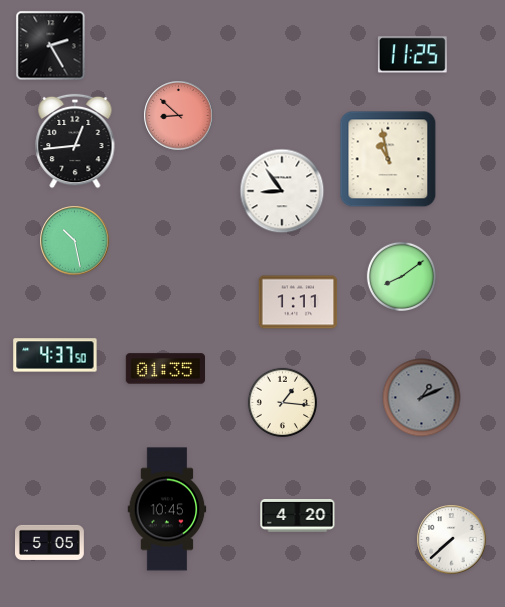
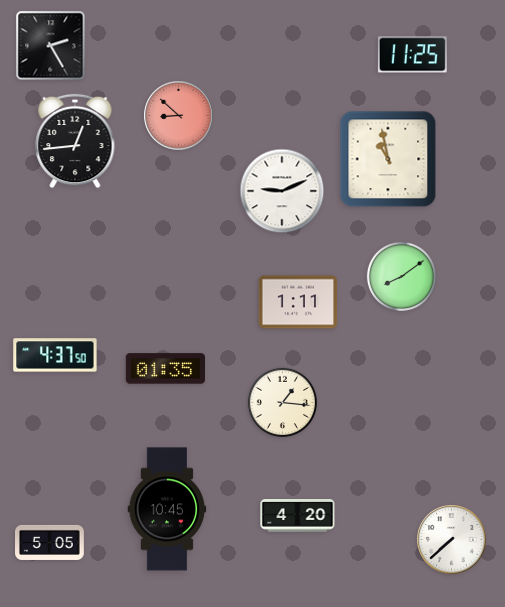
clock at (282, 191): 8:54 -> 9:11
clock at (75, 241): 10:28 -> none
clock at (422, 398): 1:11 -> none
